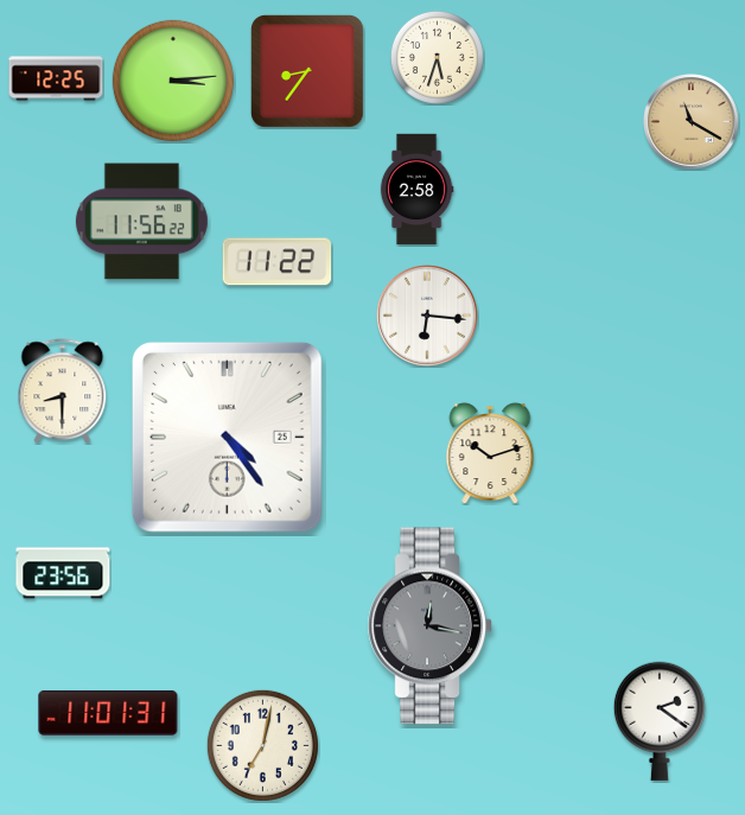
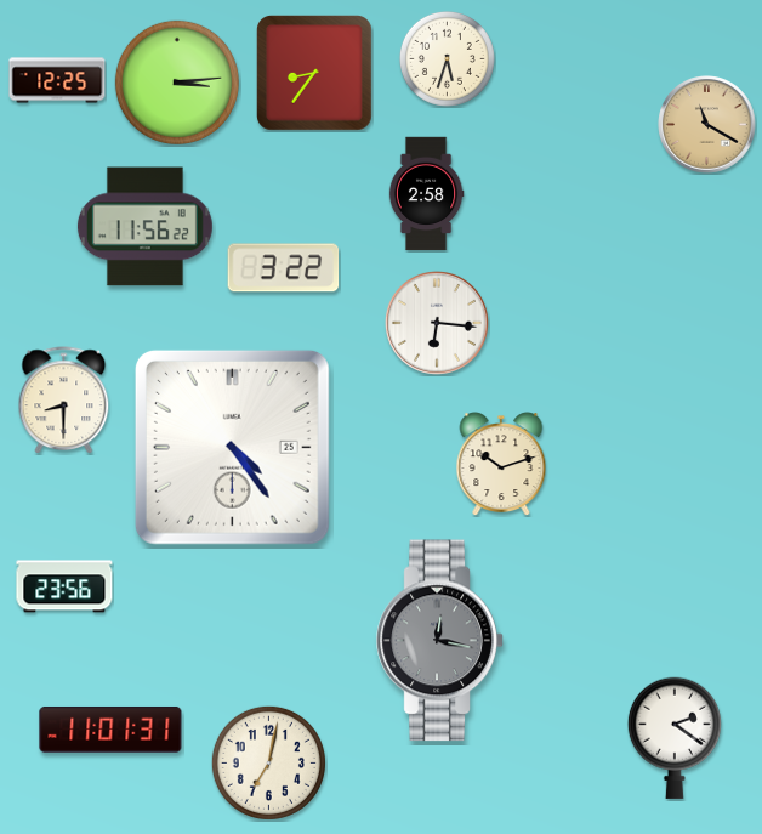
clock at (278, 262): 11:22 -> 3:22
